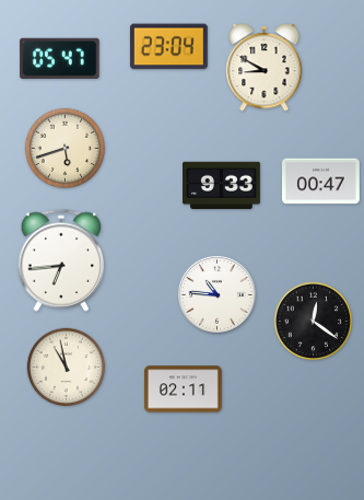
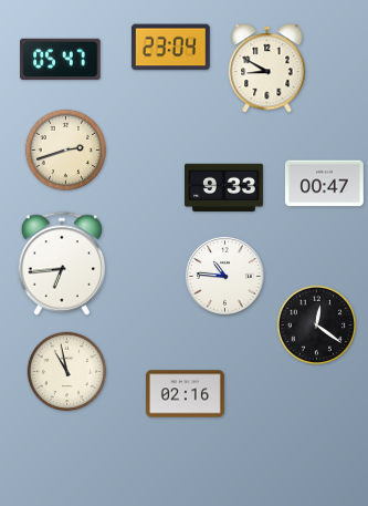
clock at (64, 148): 5:42 -> 2:42
clock at (216, 294) position: (216, 294) -> (224, 276)
clock at (183, 389): 02:11 -> 02:16
